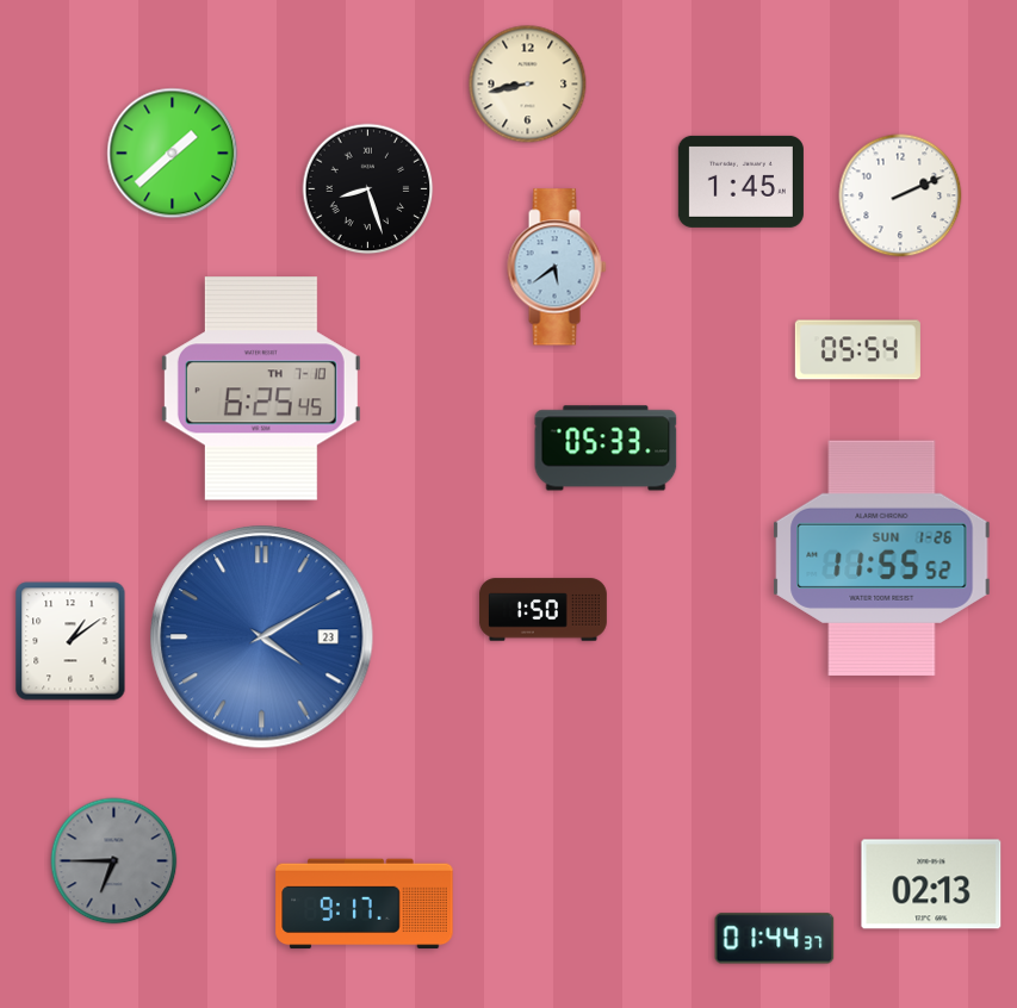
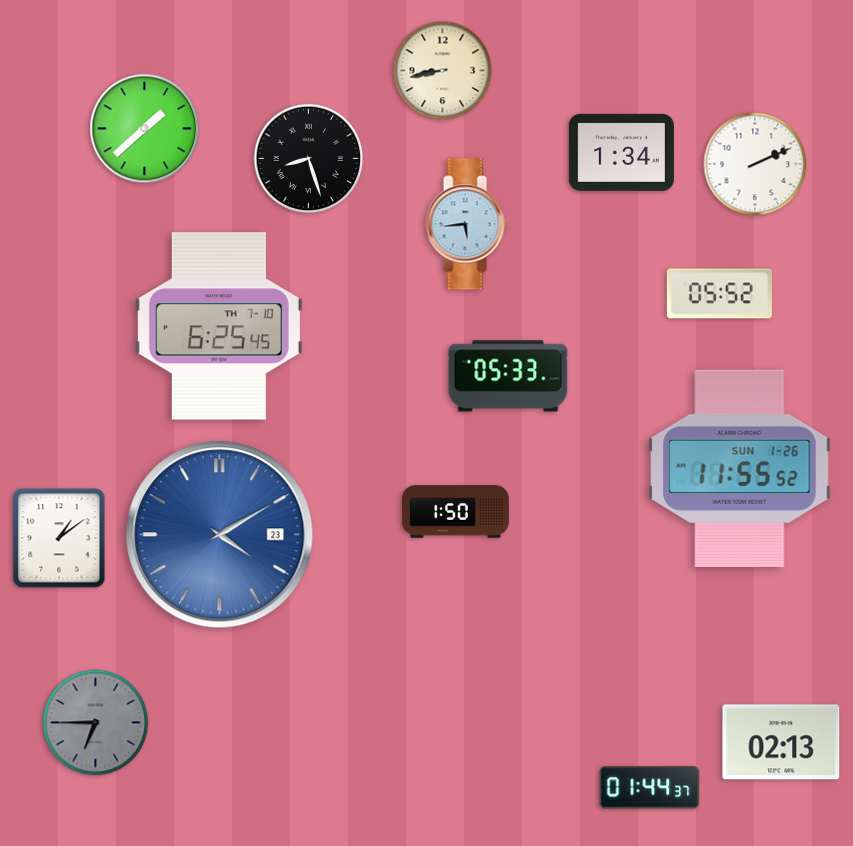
clock at (740, 181): 1:45 -> 1:34
clock at (557, 267): 5:39 -> 5:44
clock at (857, 350): 05:54 -> 05:52
clock at (365, 904): 9:17 -> none
